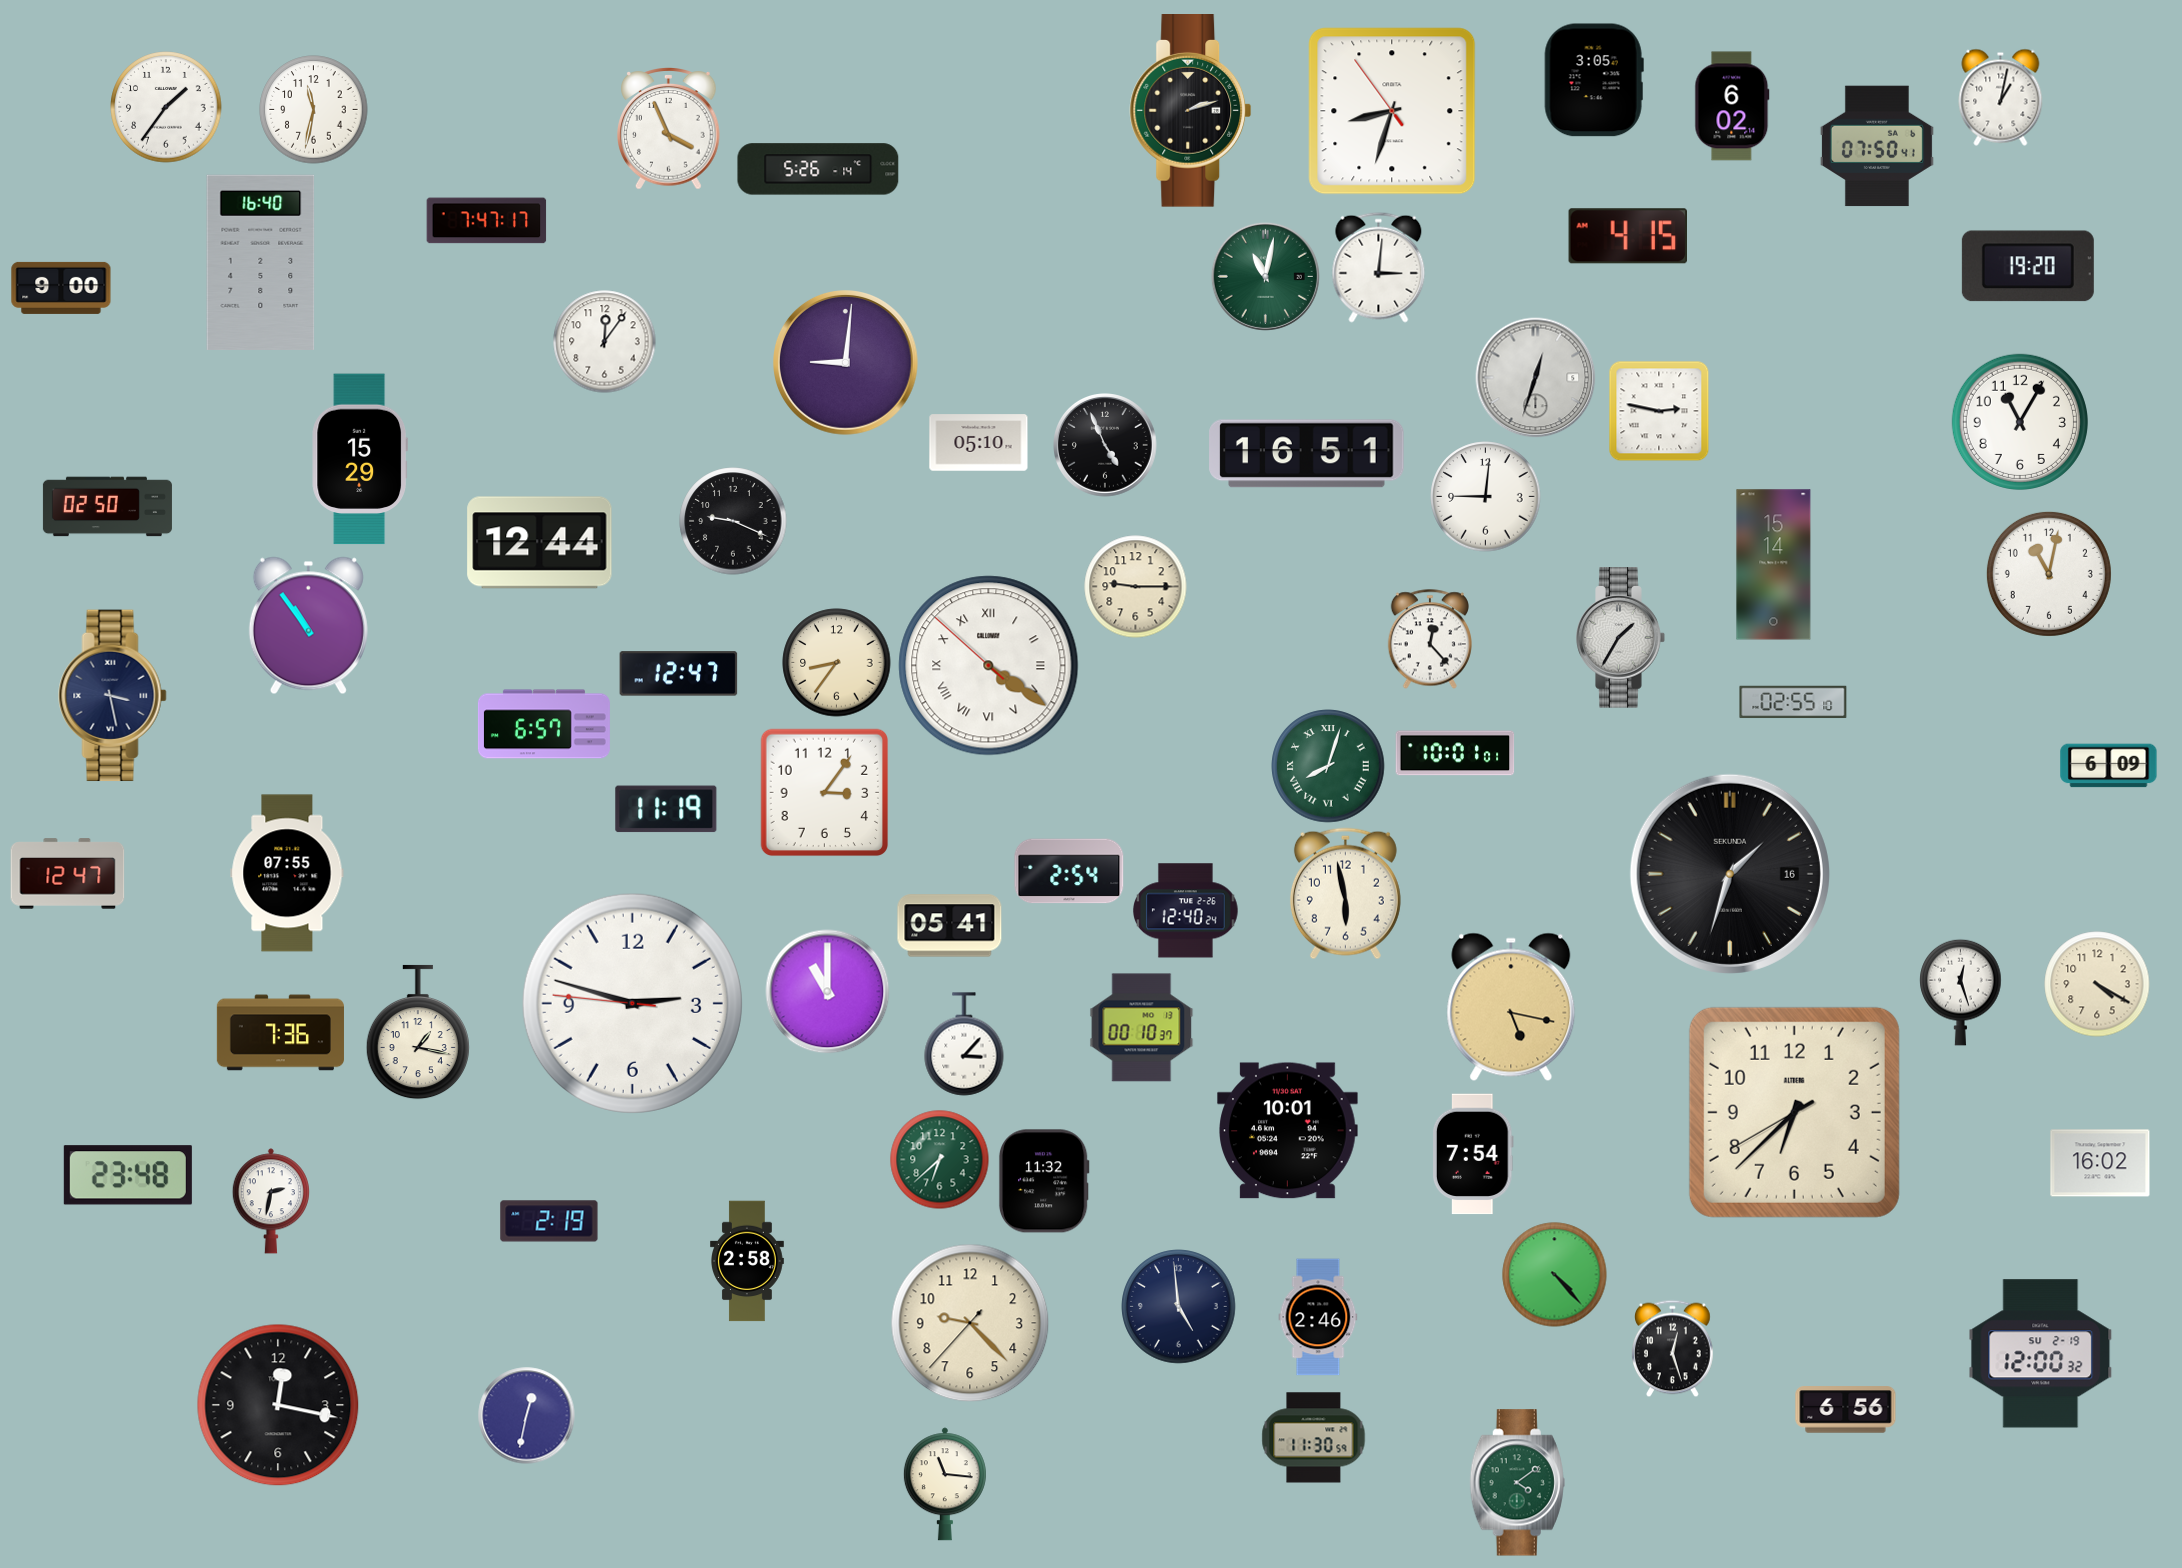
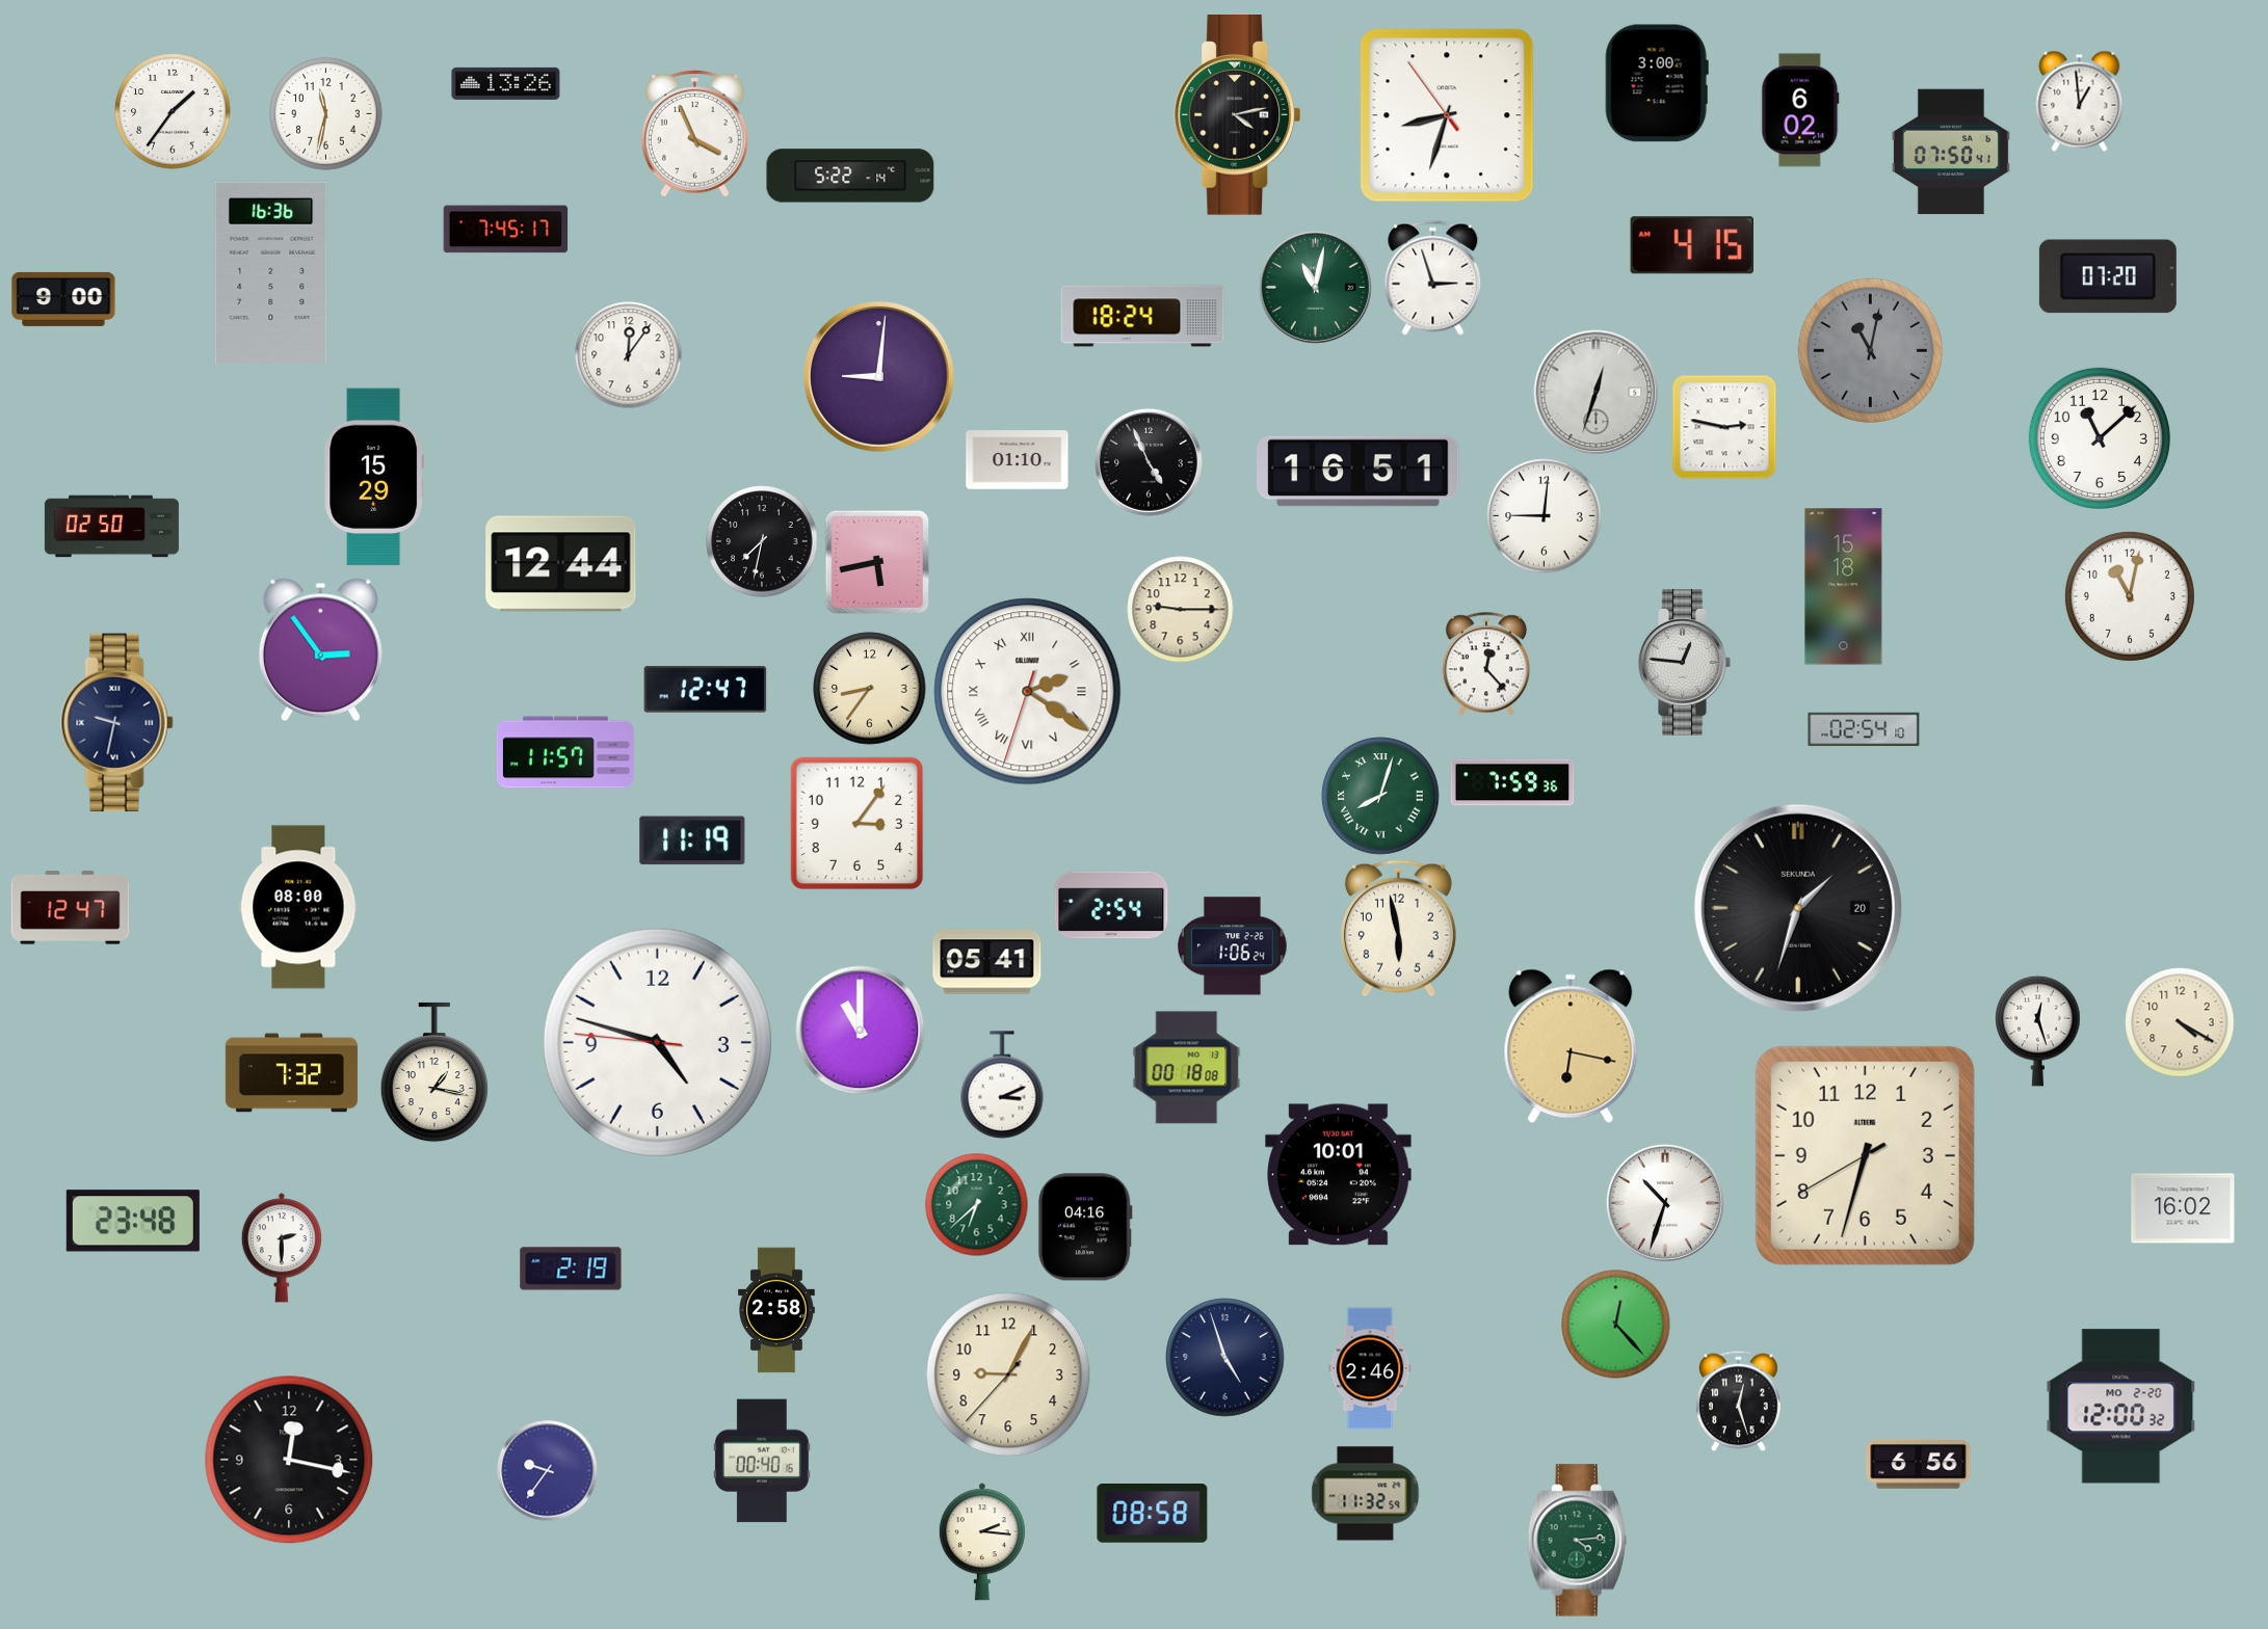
clock at (506, 83): none -> 13:26
clock at (1594, 80): 3:05 -> 3:00
clock at (2001, 97): 1:02 -> 12:59
clock at (1191, 111): 2:12 -> 4:13
clock at (818, 169): 5:26 -> 5:22
clock at (487, 221): 7:47 -> 7:45
clock at (261, 262): 16:40 -> 16:36
clock at (2028, 266): 19:20 -> 07:20
clock at (1379, 267): 3:01 -> 2:57
clock at (1142, 316): none -> 18:24
clock at (1870, 350): none -> 11:02
clock at (2020, 422): 11:05 -> 11:08
clock at (979, 443): 05:10 -> 01:10
clock at (733, 521): 9:19 -> 7:32
clock at (876, 561): none -> 5:43
clock at (1774, 565): 15:14 -> 15:18
clock at (308, 626): 10:54 -> 2:54
clock at (1621, 638): 1:35 -> 12:46
clock at (989, 666): 4:20 -> 2:20
clock at (679, 674) position: (679, 674) -> (706, 690)
clock at (113, 696): 3:28 -> 9:32
clock at (1793, 702): 02:55 -> 02:54
clock at (544, 724): 6:57 -> 11:57
clock at (1455, 753): 10:01 -> 7:59
clock at (2109, 766): 6:09 -> none
clock at (287, 873): 07:55 -> 08:00
clock at (1730, 874) date: 16 -> 20
clock at (1186, 911): 12:40 -> 1:06
clock at (632, 1003): 2:47 -> 4:47
clock at (1511, 1007): 5:17 -> 6:17
clock at (1142, 1028): 00:10 -> 00:18
clock at (280, 1033): 7:36 -> 7:32
clock at (964, 1044): 3:07 -> 3:11
clock at (1794, 1112): 6:37 -> 6:32
clock at (1473, 1154): 7:54 -> none
clock at (1665, 1203): none -> 10:33
clock at (1044, 1181): 11:32 -> 04:16
clock at (271, 1201): 2:32 -> 2:30
clock at (1555, 1275): 4:23 -> 12:23
clock at (1179, 1307): 4:59 -> 4:57
clock at (970, 1323): 9:22 -> 9:04
clock at (2041, 1354) date: SU 2-19 -> MO 2-20
clock at (762, 1461): none -> 00:40
clock at (527, 1416): 12:32 -> 9:36
clock at (1314, 1438): 11:30 -> 11:32
clock at (1153, 1514): none -> 08:58
clock at (1517, 1483): 4:09 -> 4:14
clock at (945, 1484): 11:16 -> 2:16
